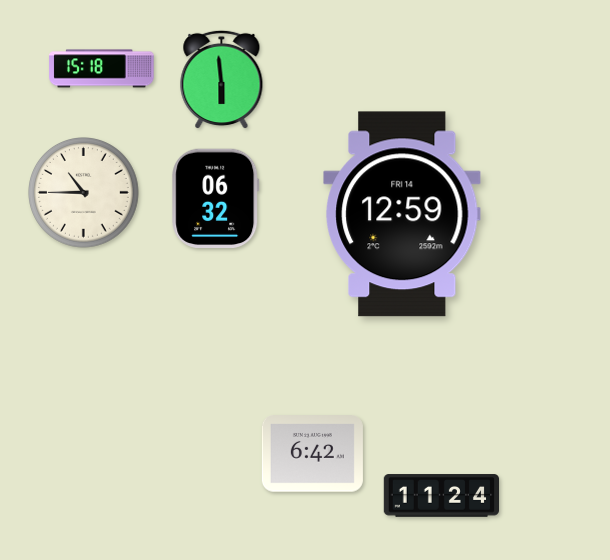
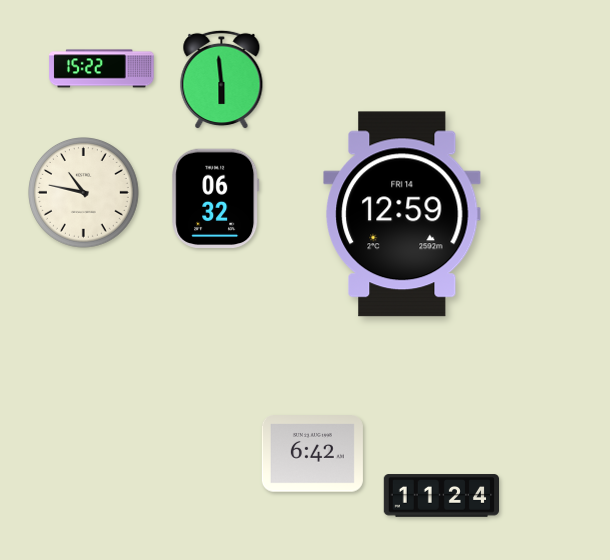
clock at (102, 69): 15:18 -> 15:22
clock at (84, 193): 10:45 -> 10:47
